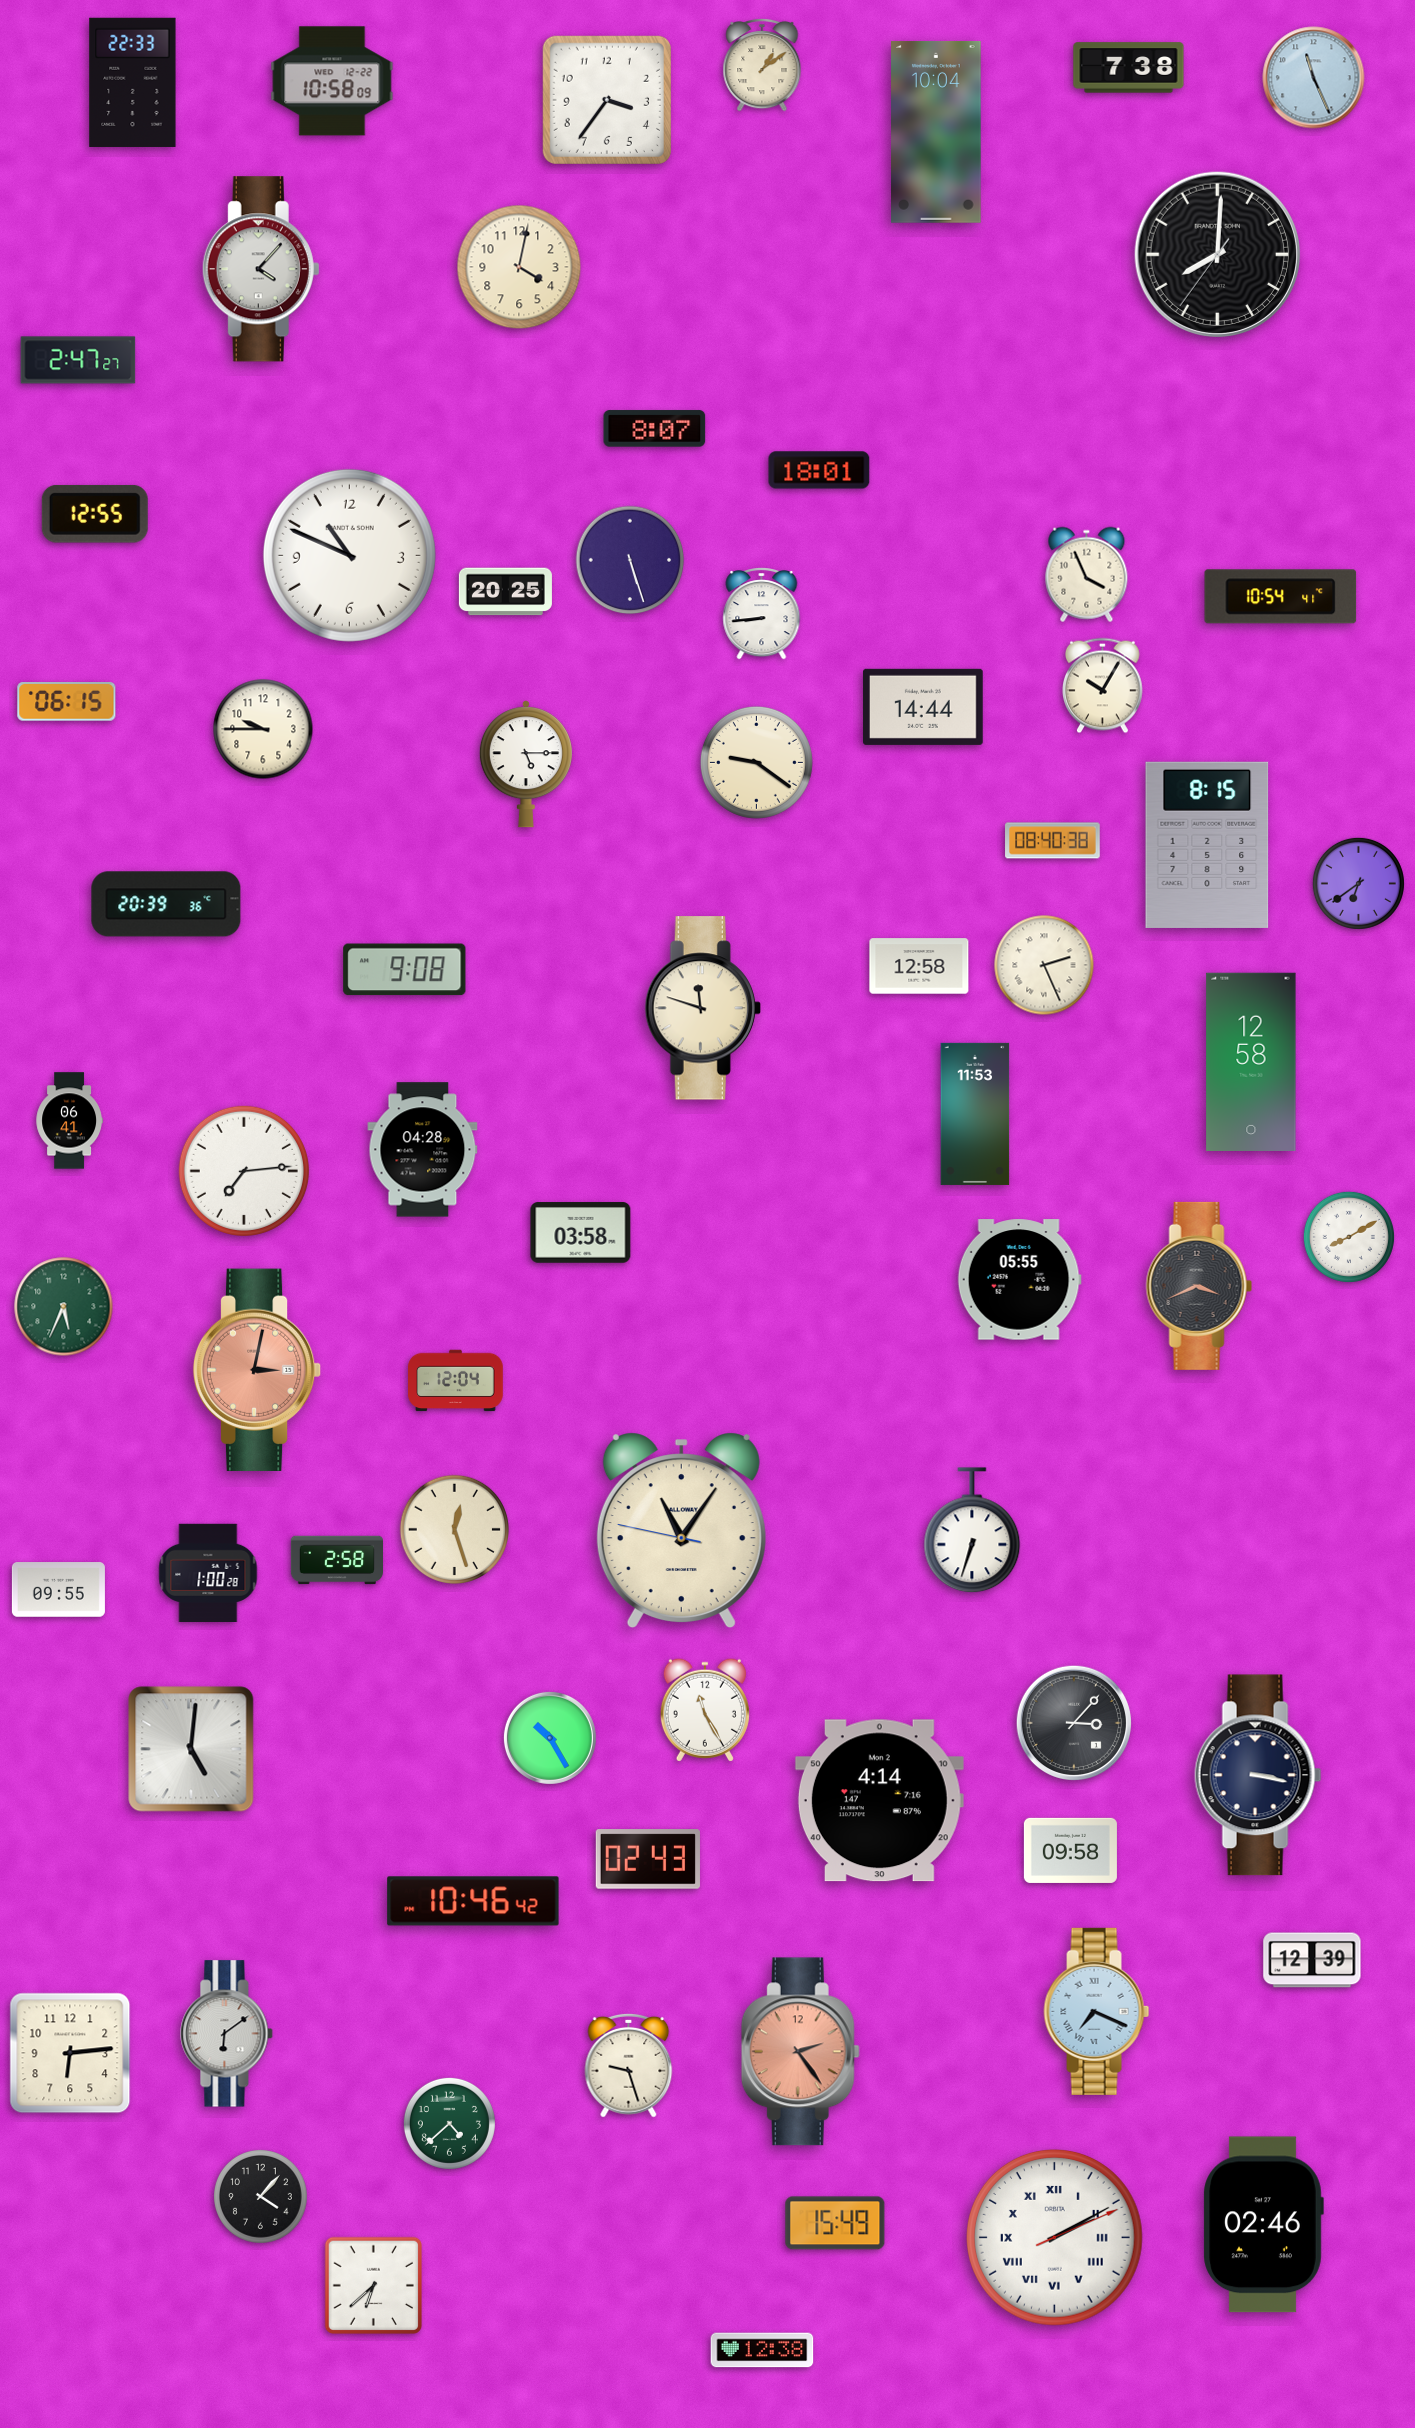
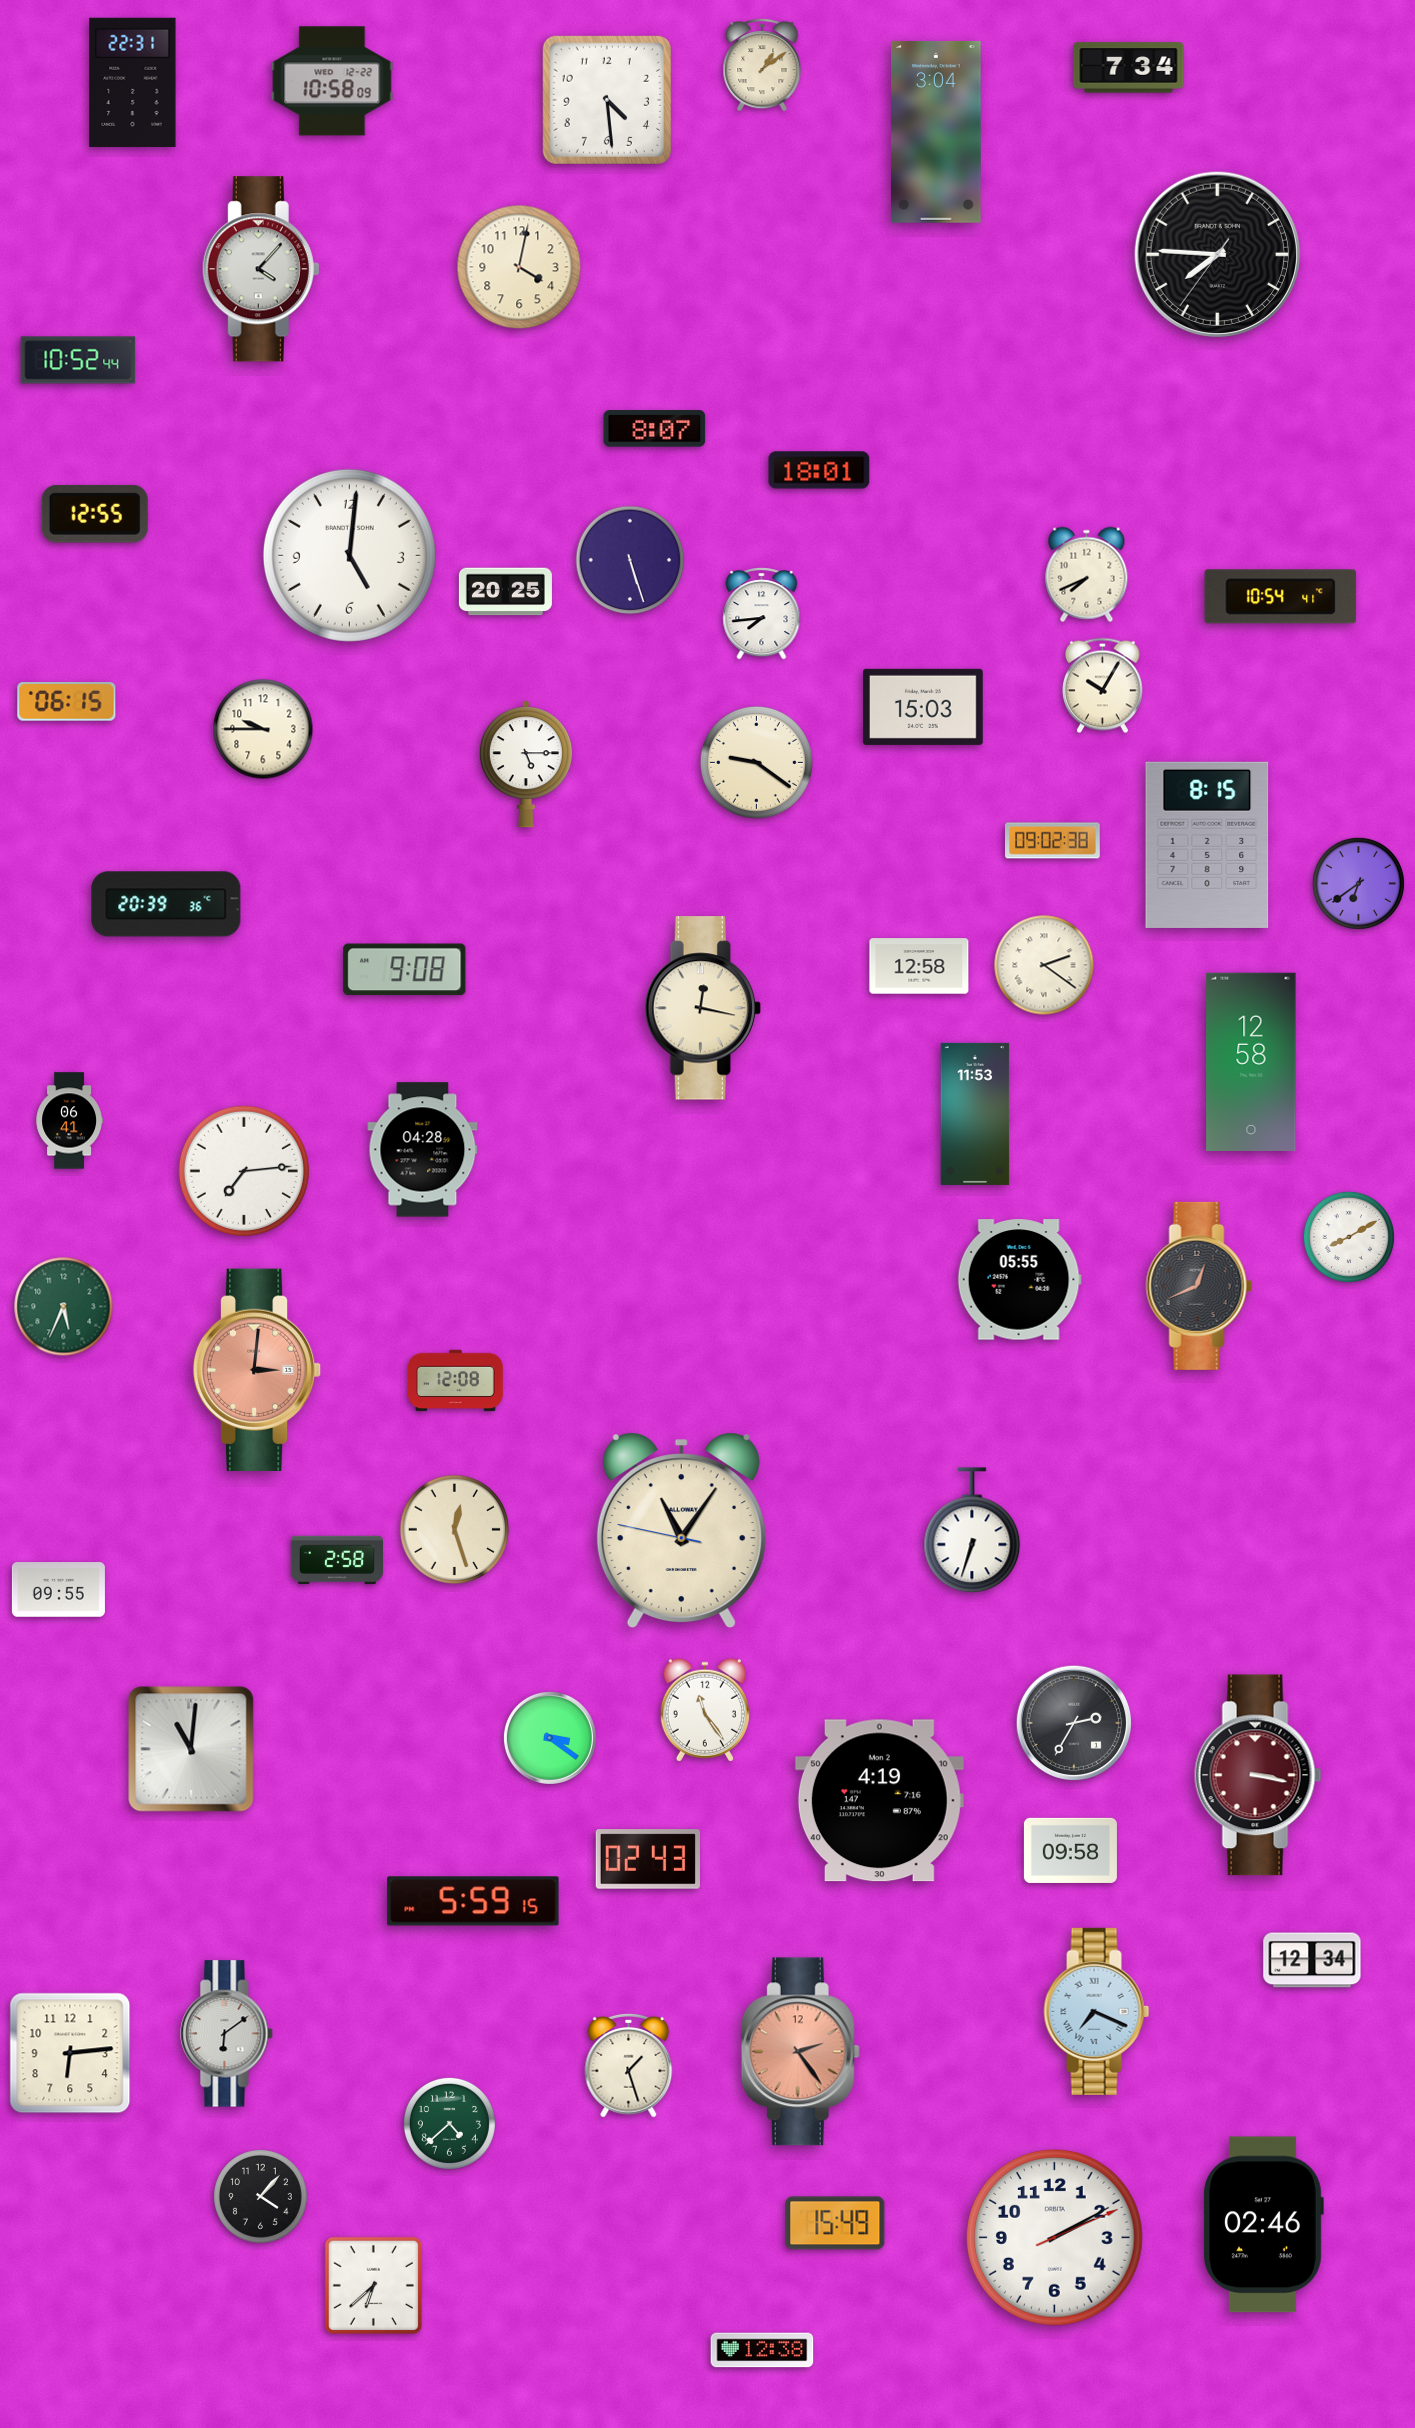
clock at (1129, 68): 7:38 -> 7:34
clock at (1314, 78): 11:26 -> none
clock at (133, 82): 22:33 -> 22:31
clock at (607, 100): 3:36 -> 4:29
clock at (936, 133): 10:04 -> 3:04
clock at (1217, 254): 8:00 -> 7:45
clock at (78, 360): 2:47 -> 10:52
clock at (349, 555): 10:49 -> 5:01
clock at (1087, 575): 3:56 -> 7:41
clock at (762, 614): 8:44 -> 7:44
clock at (924, 707): 14:44 -> 15:03
clock at (1053, 841): 08:40 -> 09:02
clock at (1044, 965): 2:26 -> 2:21
clock at (703, 1008): 11:48 -> 12:17
clock at (581, 1233): 03:58 -> none
clock at (1199, 1286): 3:41 -> 12:41
clock at (257, 1369): 3:02 -> 3:01
clock at (456, 1381): 12:04 -> 12:08
clock at (208, 1572): 1:00 -> none
clock at (705, 1710): 11:25 -> 11:24
clock at (1073, 1722): 3:07 -> 2:35
clock at (550, 1738): 10:25 -> 3:21
clock at (191, 1749): 5:01 -> 11:01
clock at (1258, 1775) dial: navy -> burgundy
clock at (879, 1801): 4:14 -> 4:19
clock at (473, 1901): 10:46 -> 5:59
clock at (1312, 1960): 12:39 -> 12:34
clock at (629, 2065): 9:27 -> 1:27
clock at (1055, 2238) numerals: Roman -> Arabic
